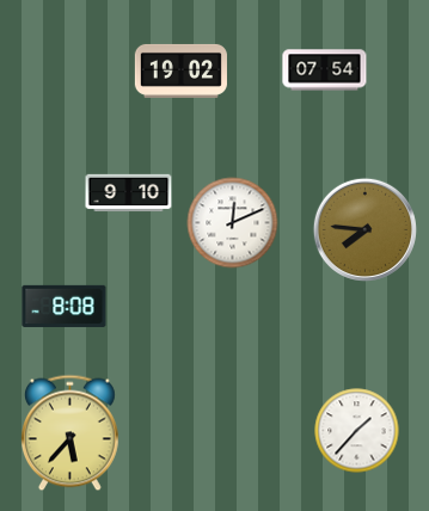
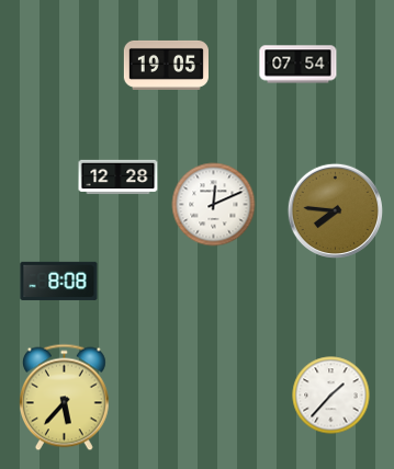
clock at (180, 70): 19:02 -> 19:05
clock at (129, 193): 9:10 -> 12:28
clock at (357, 431) position: (357, 431) -> (331, 396)
